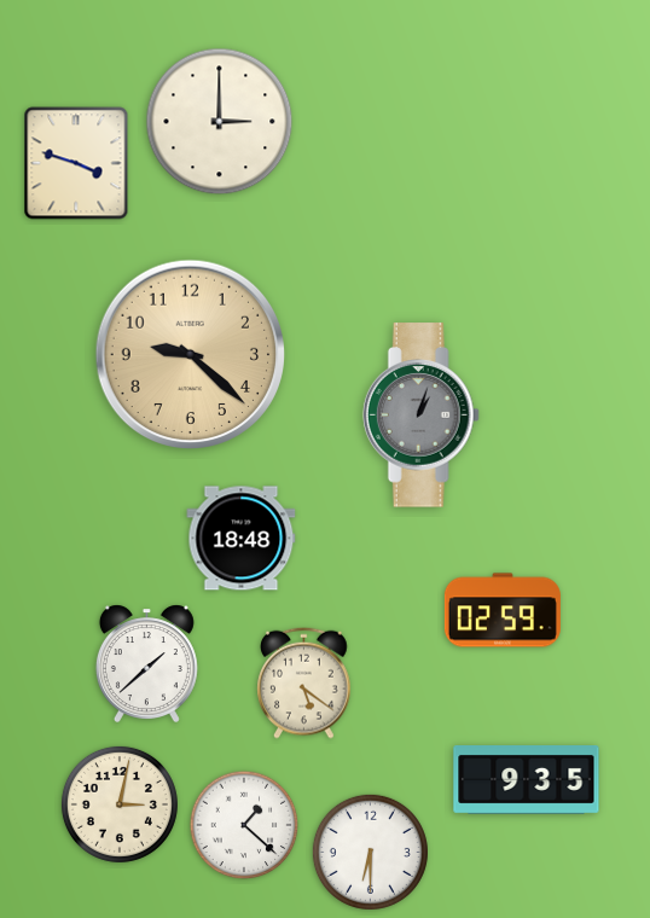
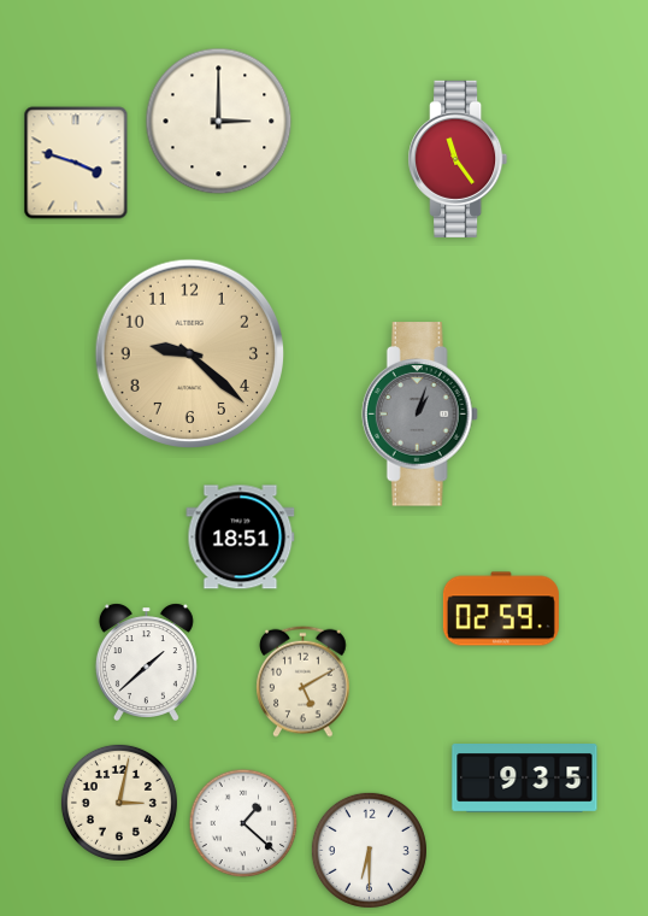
clock at (458, 159): none -> 11:24
clock at (242, 539): 18:48 -> 18:51
clock at (304, 682): 5:21 -> 5:10
